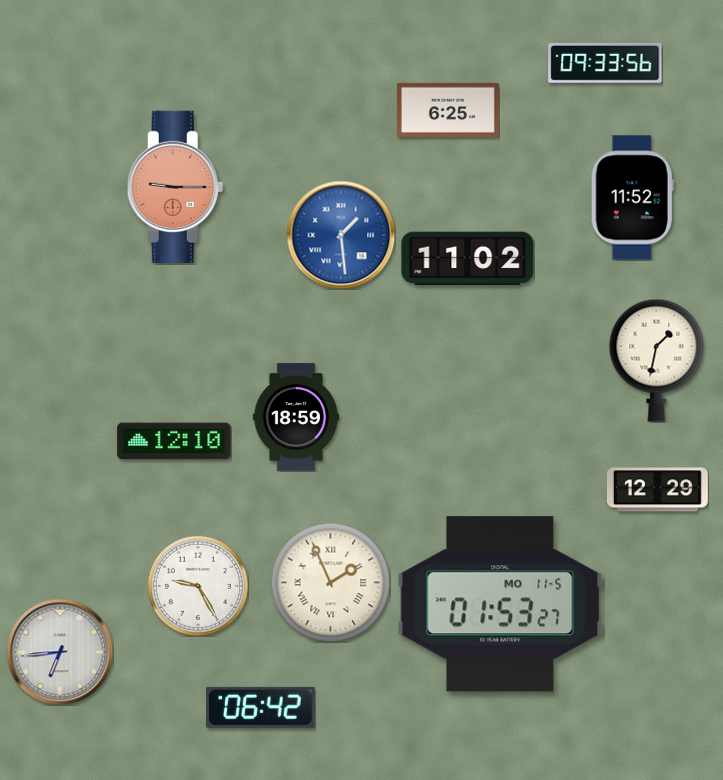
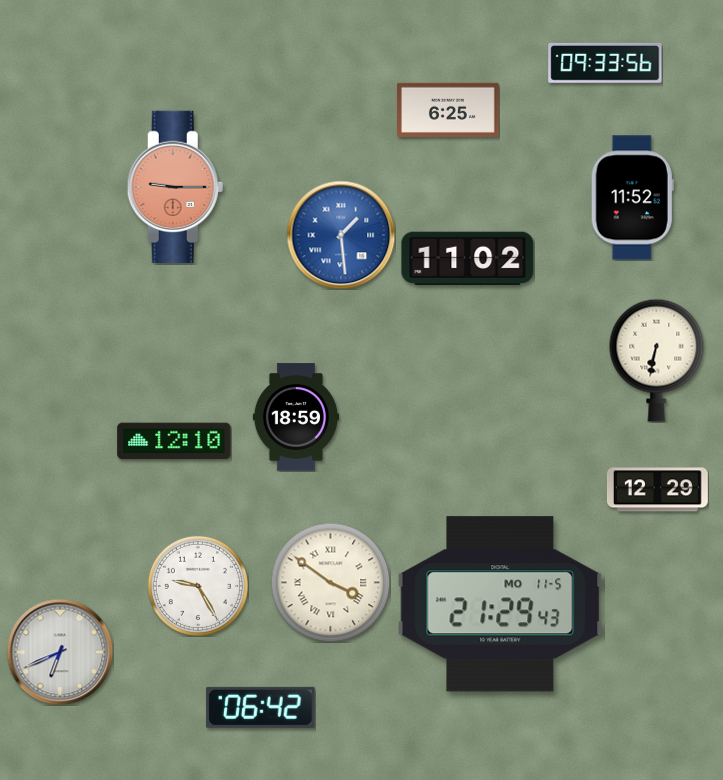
clock at (657, 360): 1:32 -> 6:32
clock at (330, 582): 1:56 -> 3:51
clock at (500, 604): 01:53 -> 21:29
clock at (60, 652): 6:44 -> 6:41
